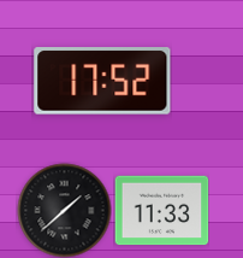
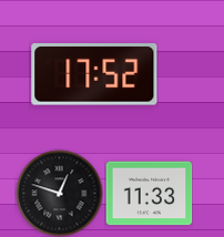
clock at (64, 210): 1:38 -> 12:48
